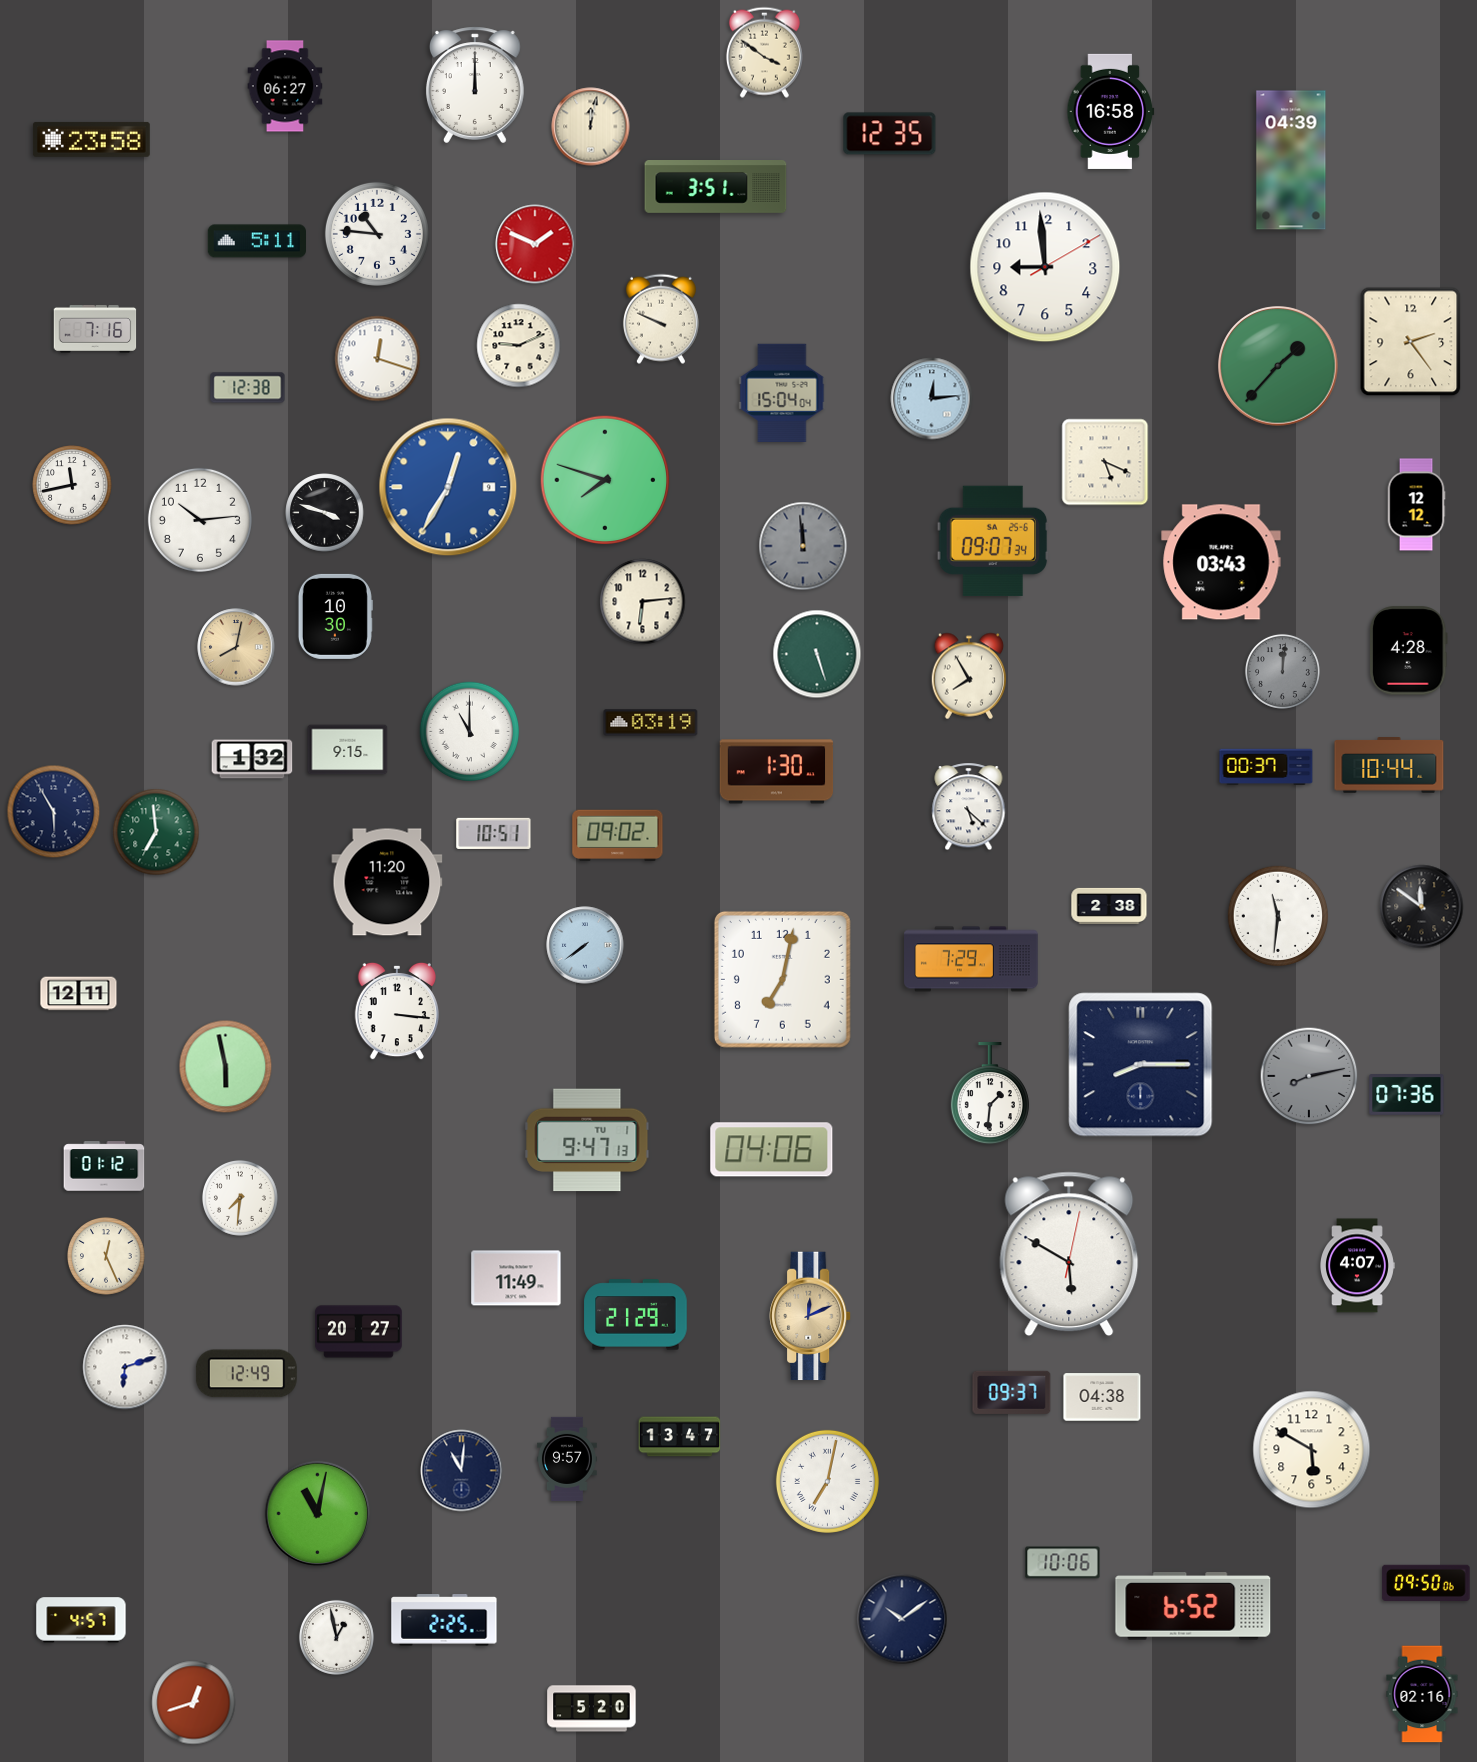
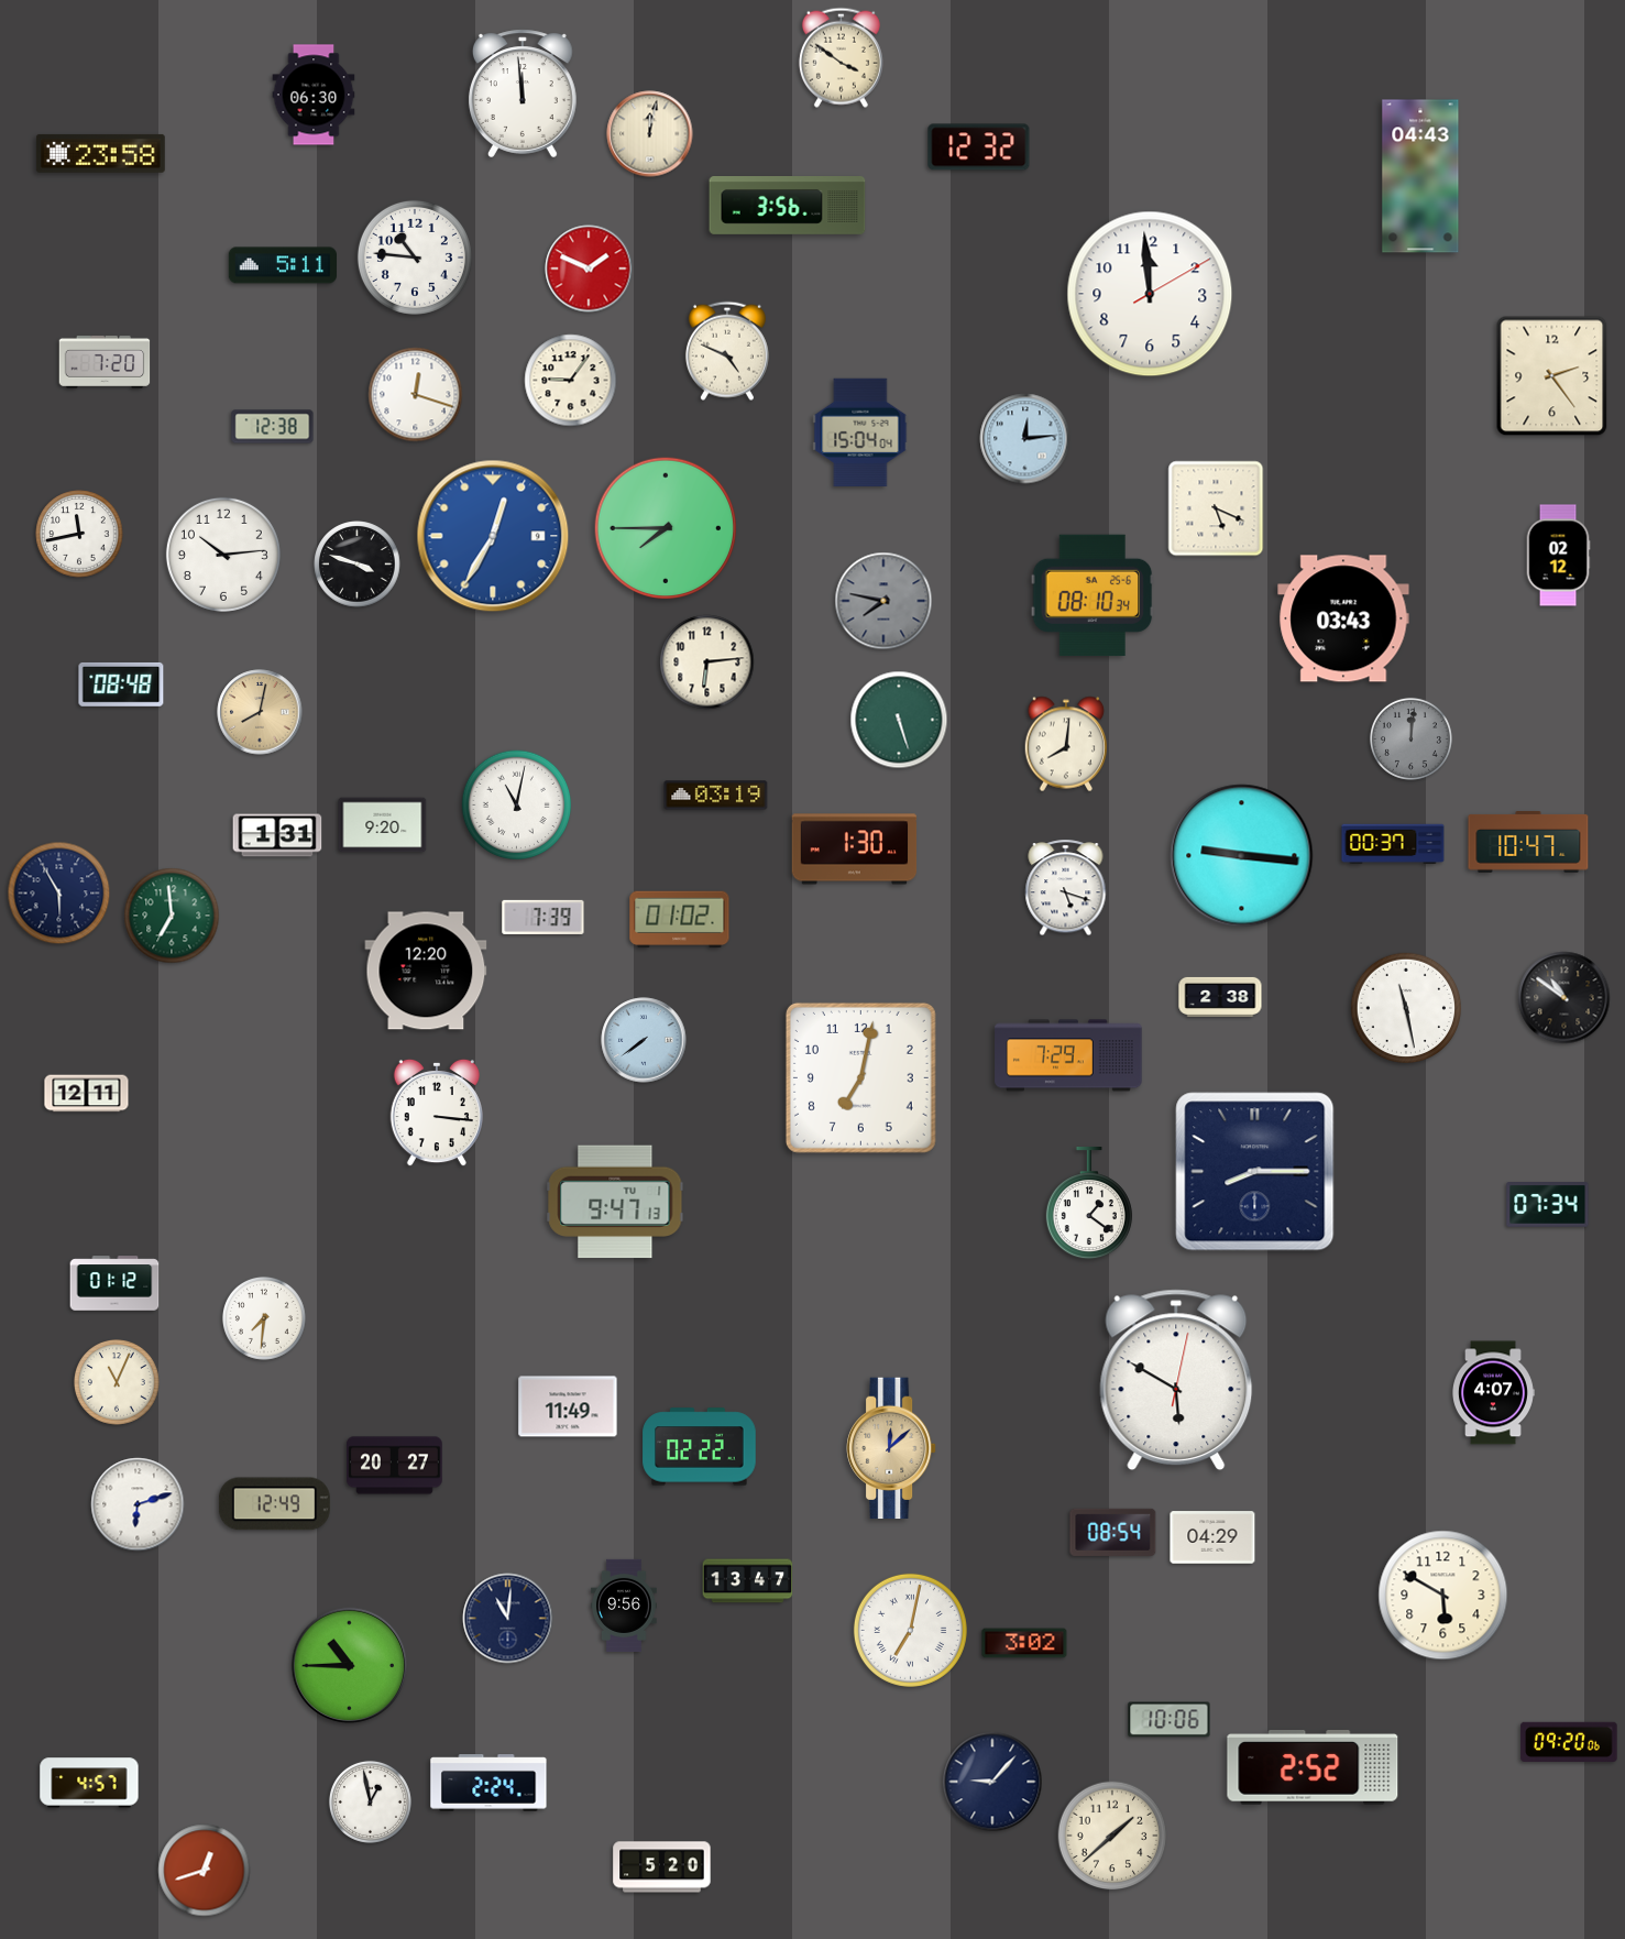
clock at (475, 85): 12:00 -> 11:59
clock at (285, 86): 06:27 -> 06:30
clock at (1111, 111): 16:58 -> none
clock at (591, 127) position: (591, 127) -> (650, 134)
clock at (890, 134): 12:35 -> 12:32
clock at (1291, 160): 04:39 -> 04:43
clock at (716, 187): 3:51 -> 3:56
clock at (1045, 267): 8:59 -> 11:59
clock at (661, 319): 9:49 -> 4:49
clock at (95, 329): 7:16 -> 7:20
clock at (519, 346): 9:11 -> 9:06
clock at (1278, 366): 1:37 -> none
clock at (605, 480): 7:48 -> 7:45
clock at (1416, 505): 12:12 -> 02:12
clock at (200, 520) position: (200, 520) -> (223, 555)
clock at (993, 541): 09:07 -> 08:10
clock at (803, 546): 11:59 -> 7:47
clock at (335, 616): 10:30 -> none
clock at (121, 684): none -> 08:48
clock at (1408, 651): 4:28 -> none
clock at (969, 676): 7:55 -> 8:01
clock at (470, 732): 11:00 -> 11:02
clock at (348, 750): 9:15 -> 9:20
clock at (252, 759): 1:32 -> 1:31
clock at (1389, 765): 10:44 -> 10:47
clock at (1242, 856): none -> 9:16
clock at (969, 807): 5:22 -> 5:18
clock at (494, 833): 10:51 -> 7:39
clock at (618, 836): 09:02 -> 01:02
clock at (387, 882): 11:20 -> 12:20
clock at (1422, 907): 11:51 -> 10:51
clock at (1277, 915): 11:31 -> 11:28
clock at (226, 1067): 5:58 -> none
clock at (1309, 1076): 8:13 -> none
clock at (990, 1094): 1:31 -> 1:21
clock at (1407, 1095): 07:36 -> 07:34
clock at (587, 1140) position: (587, 1140) -> (615, 1202)
clock at (772, 1150): 04:06 -> none
clock at (106, 1256): 12:26 -> 11:04
clock at (636, 1315): 21:29 -> 02:22
clock at (811, 1316): 12:11 -> 12:08
clock at (246, 1374) position: (246, 1374) -> (274, 1504)
clock at (1012, 1392): 09:37 -> 08:54
clock at (1102, 1397): 04:38 -> 04:29
clock at (568, 1459): 9:57 -> 9:56
clock at (1024, 1643): none -> 3:02
clock at (318, 1514): 11:02 -> 10:45
clock at (1426, 1583): 09:50 -> 09:20
clock at (1193, 1606): 6:52 -> 2:52
clock at (902, 1619): 10:09 -> 9:07
clock at (444, 1620): 2:25 -> 2:24
clock at (1112, 1836): none -> 1:38
clock at (1422, 1694): 02:16 -> none
clock at (194, 1703) position: (194, 1703) -> (205, 1871)
clock at (592, 1709) position: (592, 1709) -> (662, 1867)
